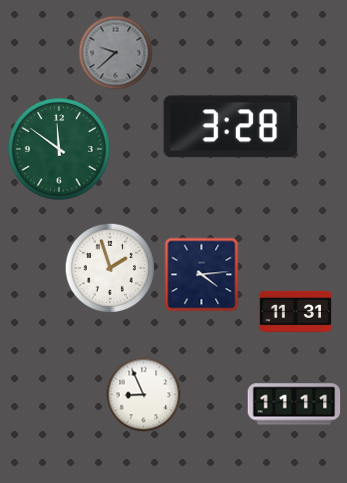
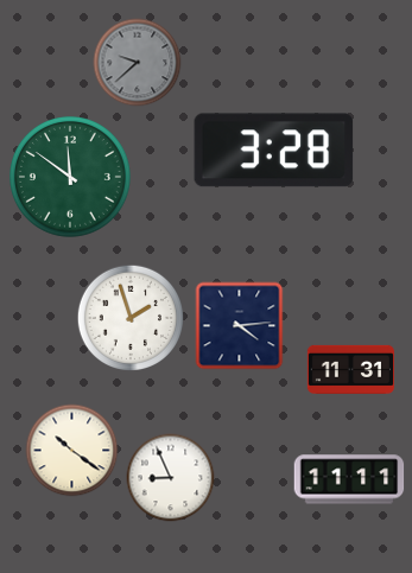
clock at (72, 451): none -> 10:21
clock at (144, 395) position: (144, 395) -> (171, 478)
